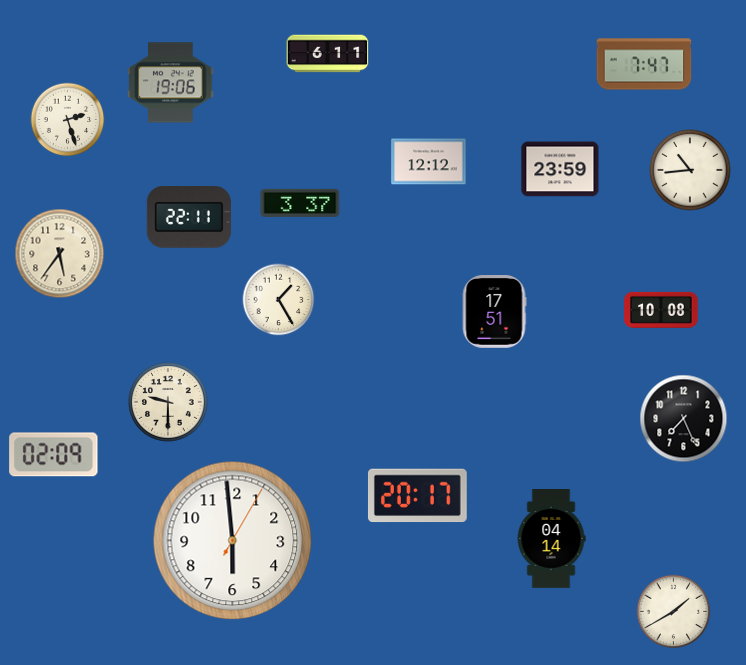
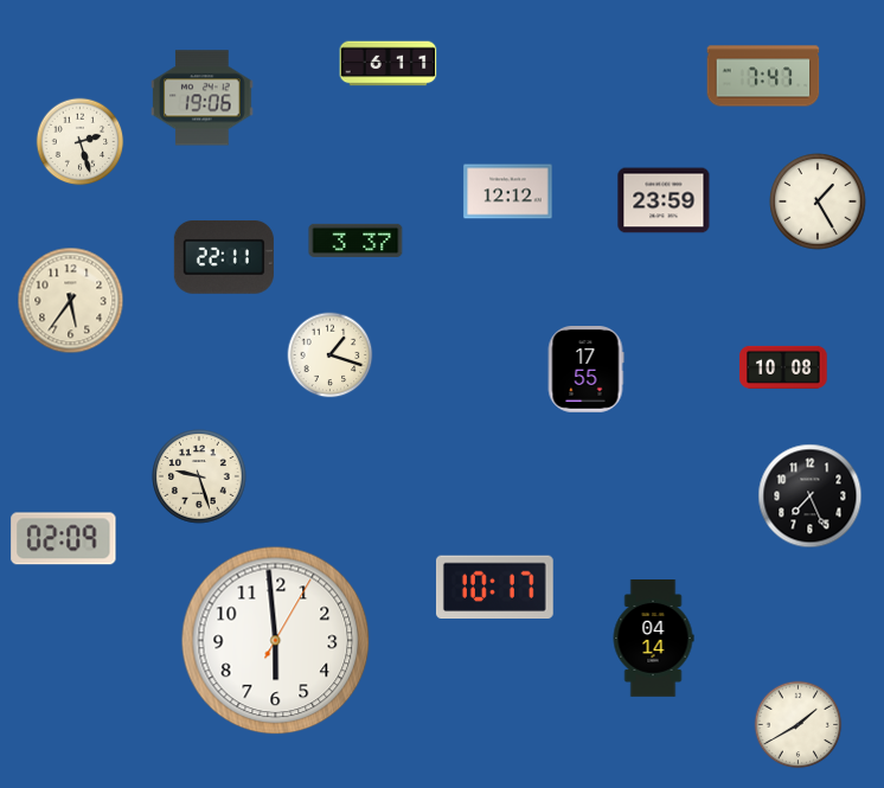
clock at (690, 170): 10:44 -> 1:25
clock at (279, 300): 1:25 -> 1:18
clock at (494, 312): 17:51 -> 17:55
clock at (168, 402): 9:30 -> 9:27
clock at (417, 496): 20:17 -> 10:17
